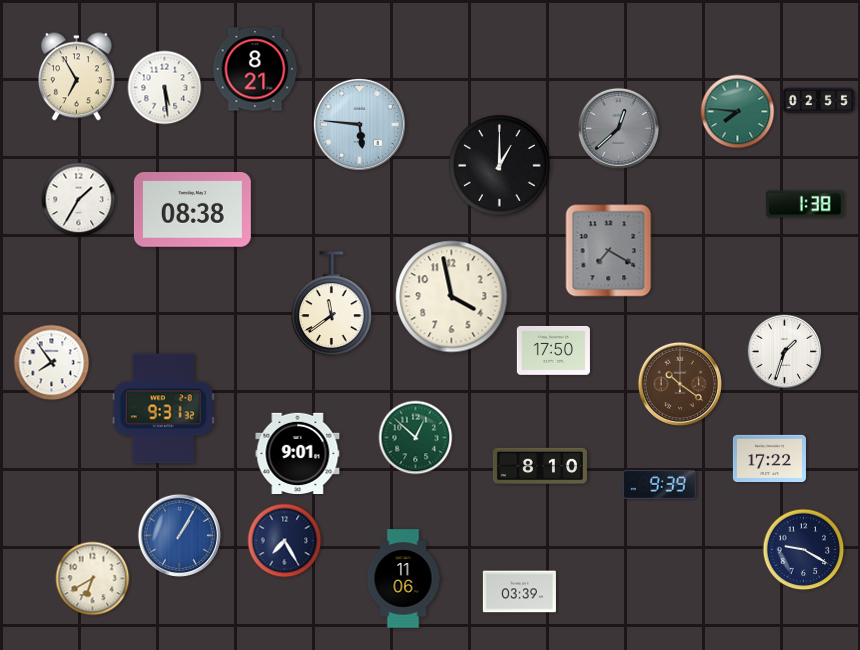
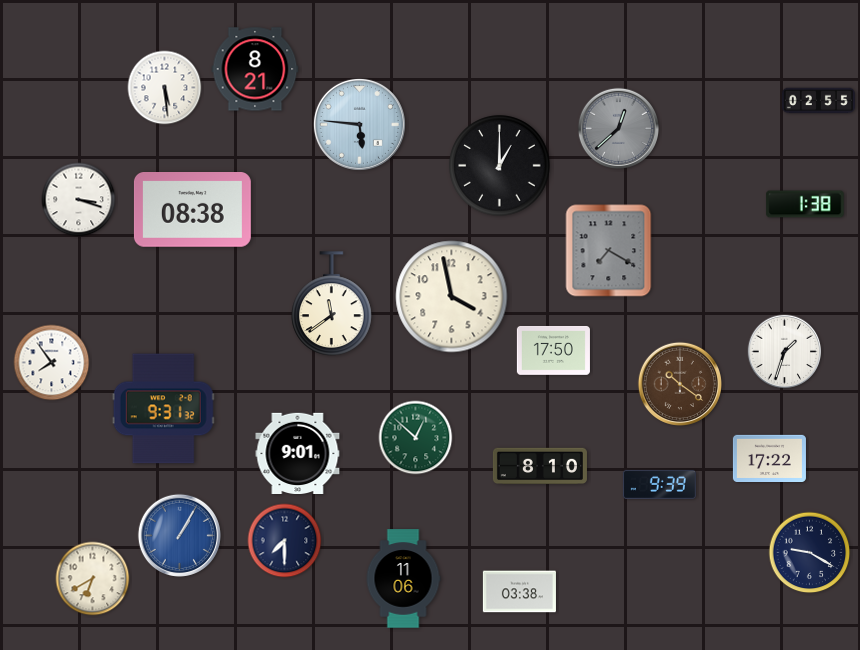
clock at (76, 77): 6:55 -> none
clock at (738, 112): 7:46 -> none
clock at (79, 200): 1:35 -> 3:18
clock at (285, 541): 7:25 -> 7:30
clock at (804, 550) position: (804, 550) -> (810, 553)
clock at (519, 592): 03:39 -> 03:38
